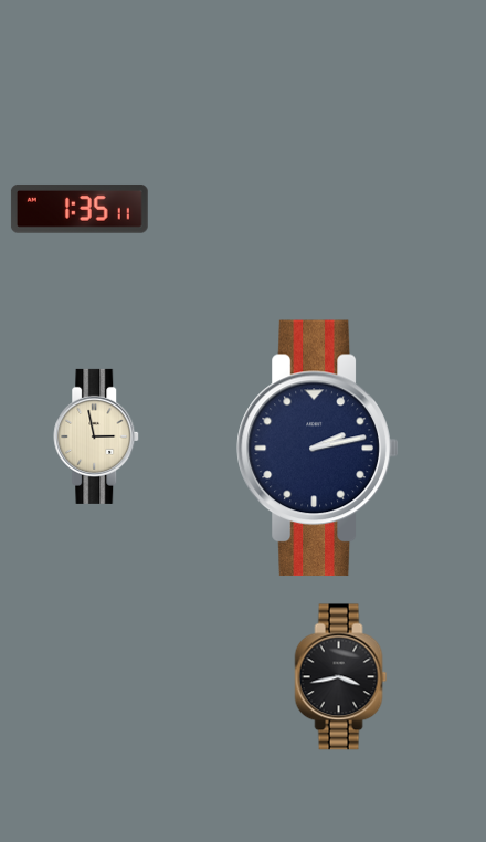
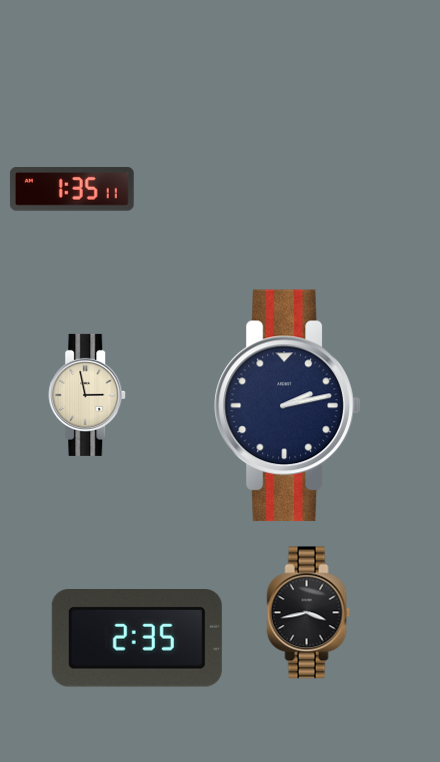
clock at (137, 638): none -> 2:35
